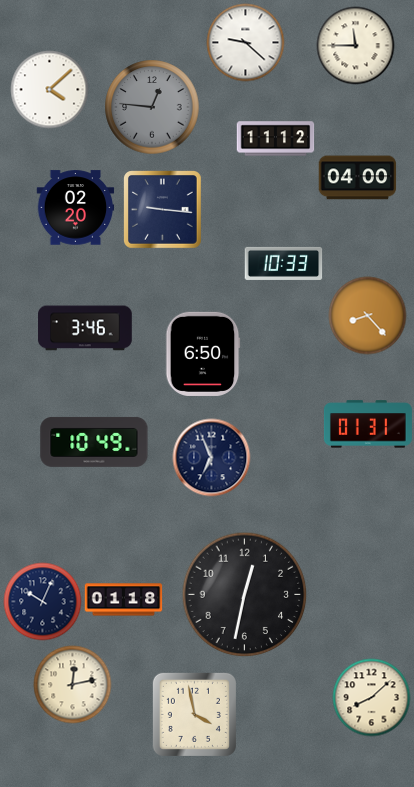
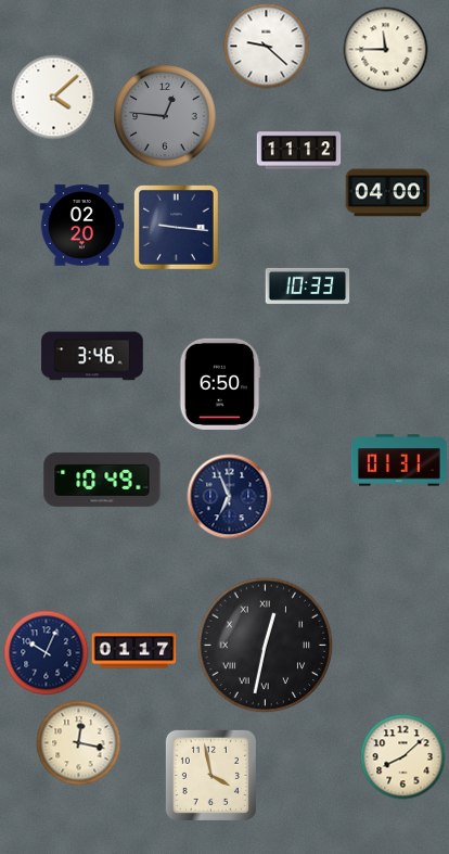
clock at (367, 315): 8:23 -> none
clock at (244, 594) numerals: Arabic -> Roman
clock at (123, 600): 01:18 -> 01:17
clock at (72, 684): 12:13 -> 12:17
